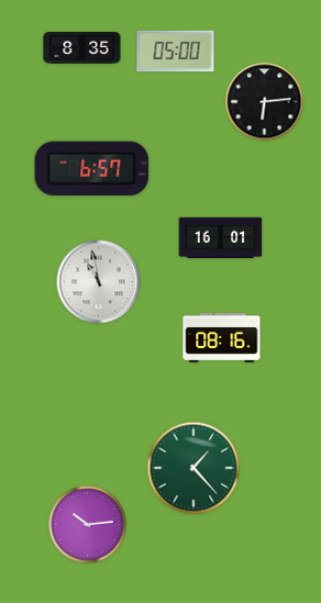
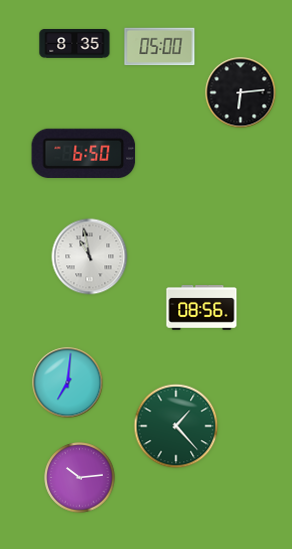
clock at (92, 168): 6:57 -> 6:50
clock at (221, 237): 16:01 -> none
clock at (222, 338): 08:16 -> 08:56
clock at (68, 383): none -> 7:01
